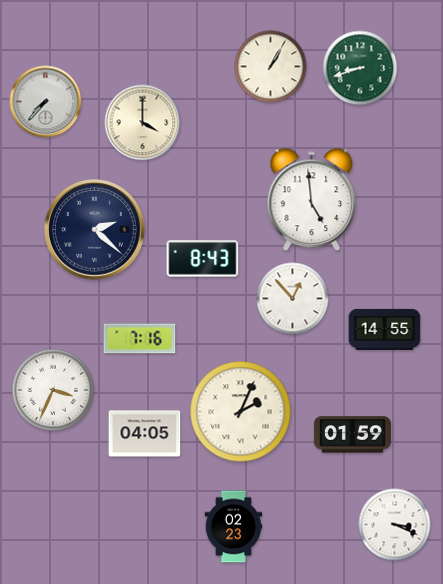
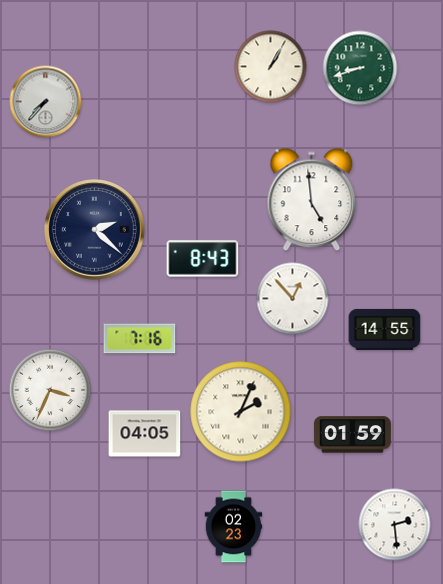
clock at (143, 123): 4:00 -> none
clock at (53, 390) position: (53, 390) -> (50, 390)
clock at (395, 525): 3:19 -> 2:29
